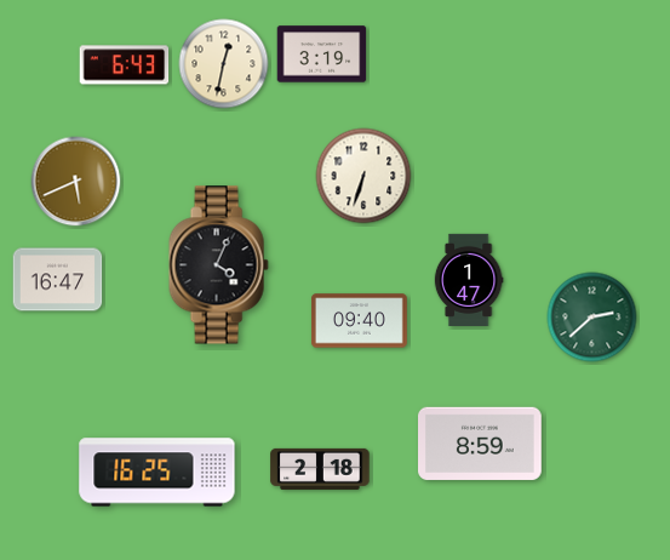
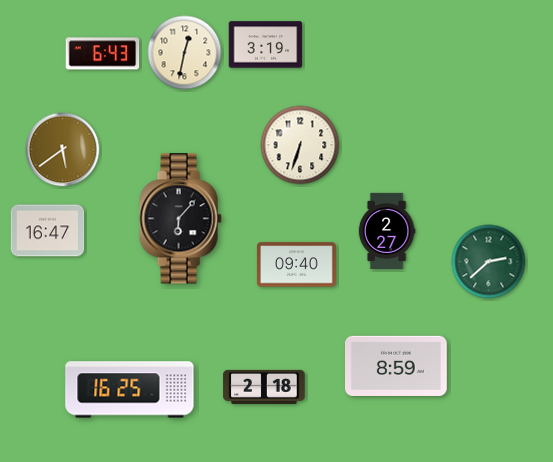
clock at (76, 182): 5:41 -> 5:39
clock at (218, 265): 4:04 -> 6:07
clock at (469, 279): 1:47 -> 2:27
